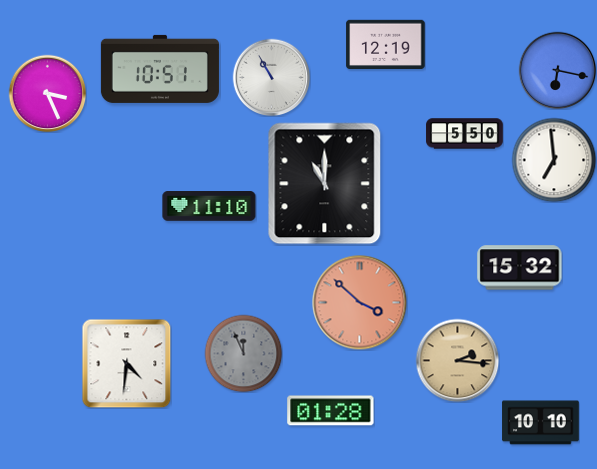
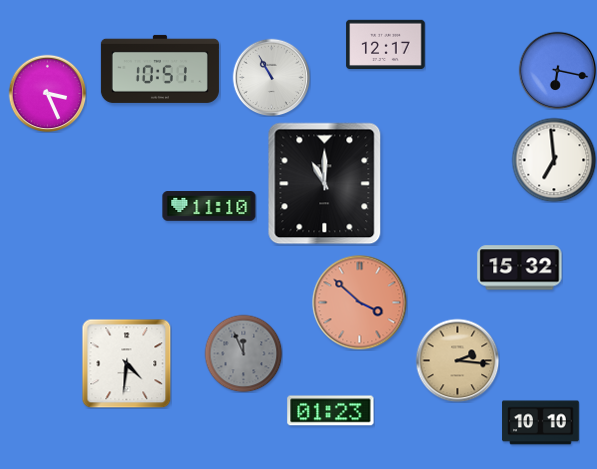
clock at (386, 44): 12:19 -> 12:17
clock at (465, 134): 5:50 -> none
clock at (331, 411): 01:28 -> 01:23
